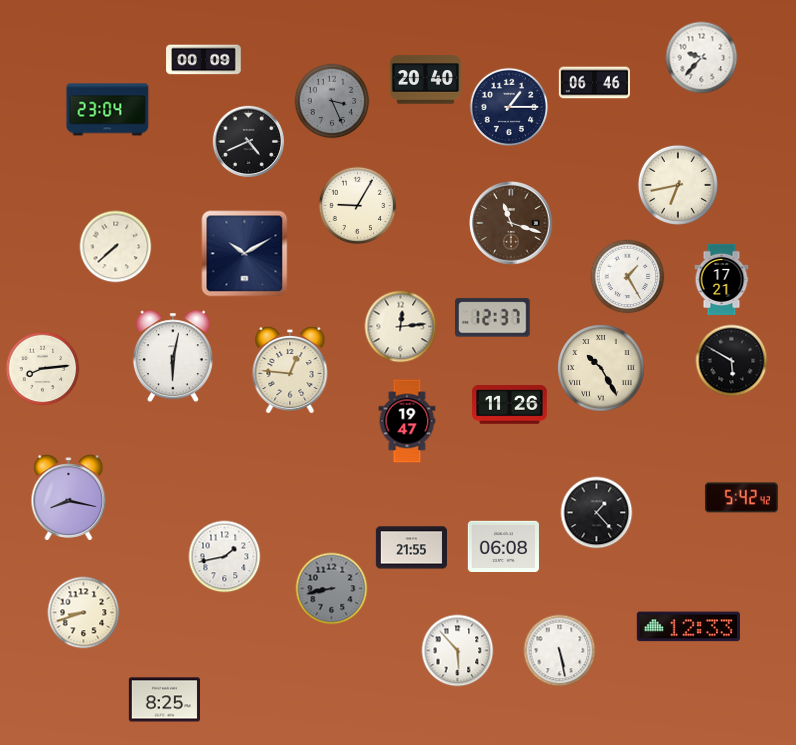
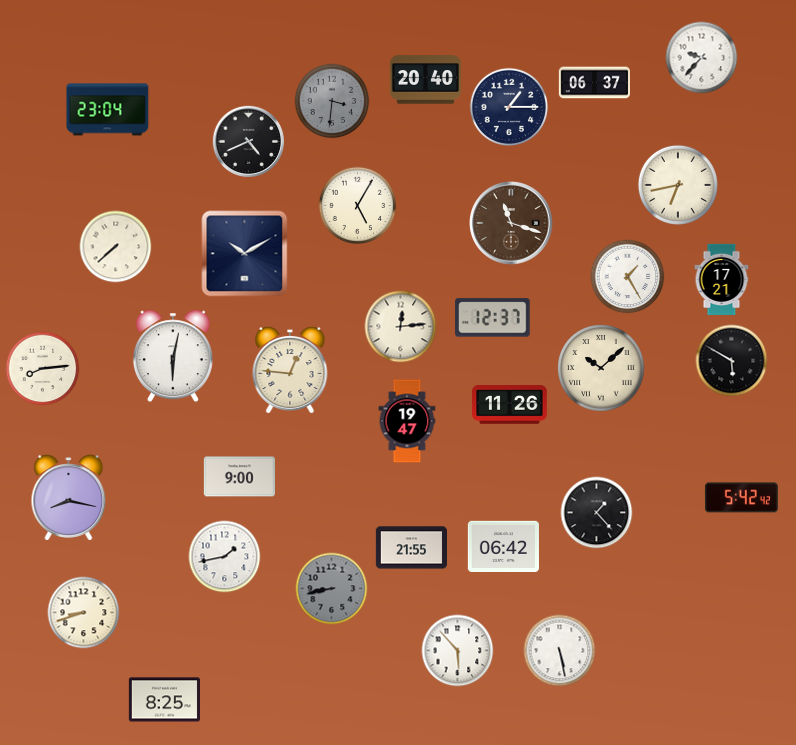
clock at (204, 60): 00:09 -> none
clock at (594, 83): 06:46 -> 06:37
clock at (332, 101): 3:26 -> 3:31
clock at (358, 206): 9:05 -> 5:05
clock at (601, 368): 10:25 -> 10:08
clock at (239, 477): none -> 9:00
clock at (503, 546): 06:08 -> 06:42
clock at (688, 627): 12:33 -> none
